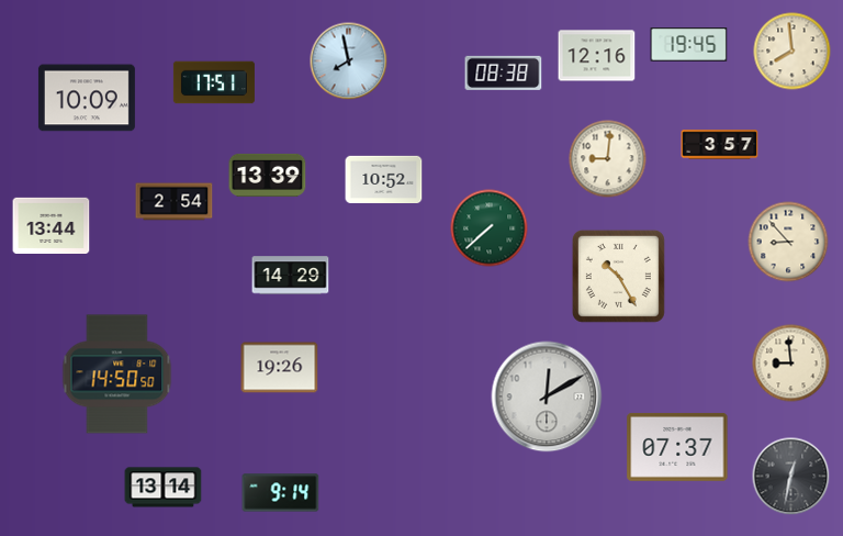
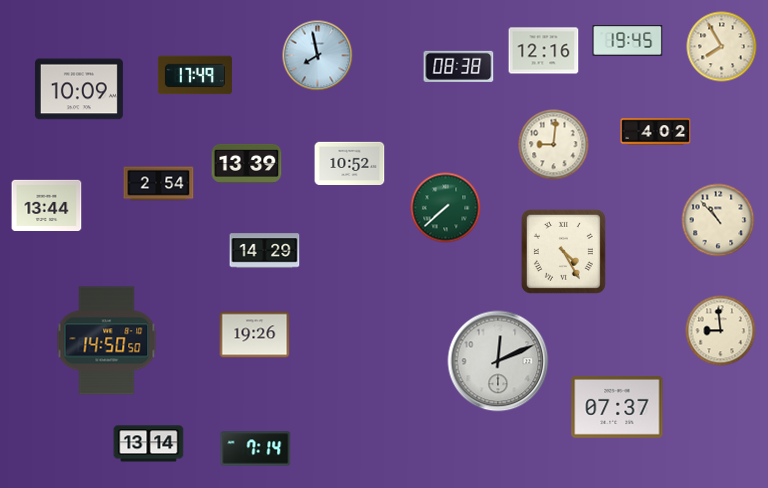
clock at (793, 52): 7:59 -> 7:55
clock at (214, 82): 17:51 -> 17:49
clock at (720, 145): 3:57 -> 4:02
clock at (268, 175) position: (268, 175) -> (247, 163)
clock at (788, 242): 8:53 -> 10:53
clock at (618, 276): 10:25 -> 4:25
clock at (547, 397): 12:10 -> 12:11
clock at (791, 477): 12:32 -> none
clock at (281, 493): 9:14 -> 7:14
